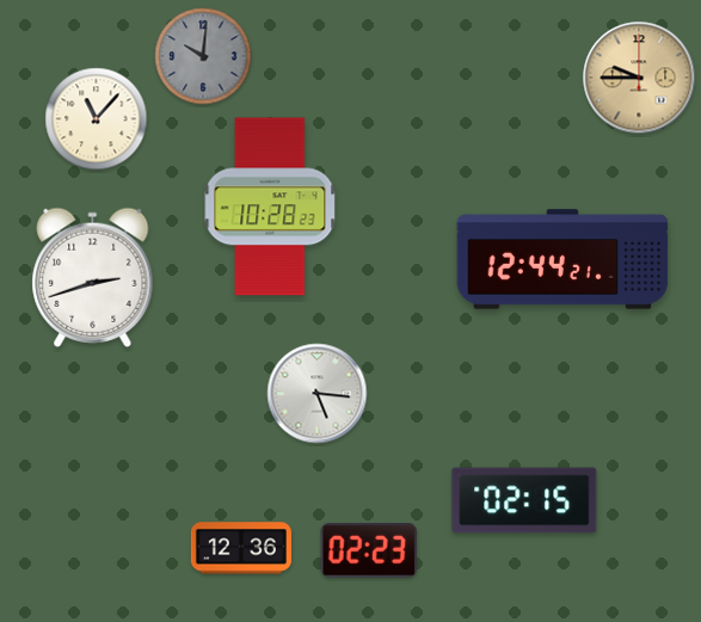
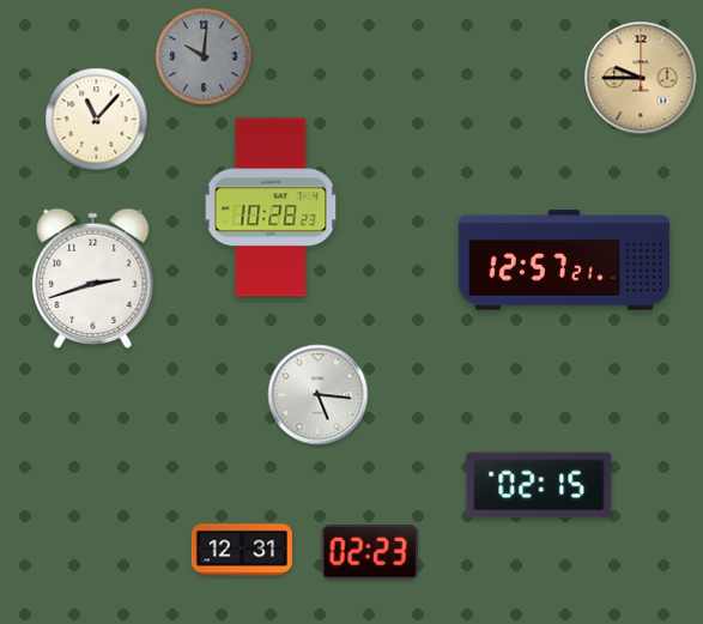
clock at (562, 259): 12:44 -> 12:57
clock at (524, 500) position: (524, 500) -> (539, 485)
clock at (241, 548): 12:36 -> 12:31
